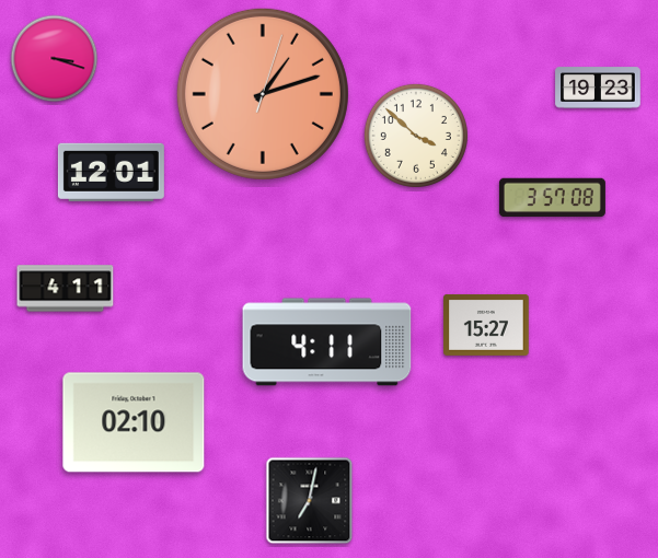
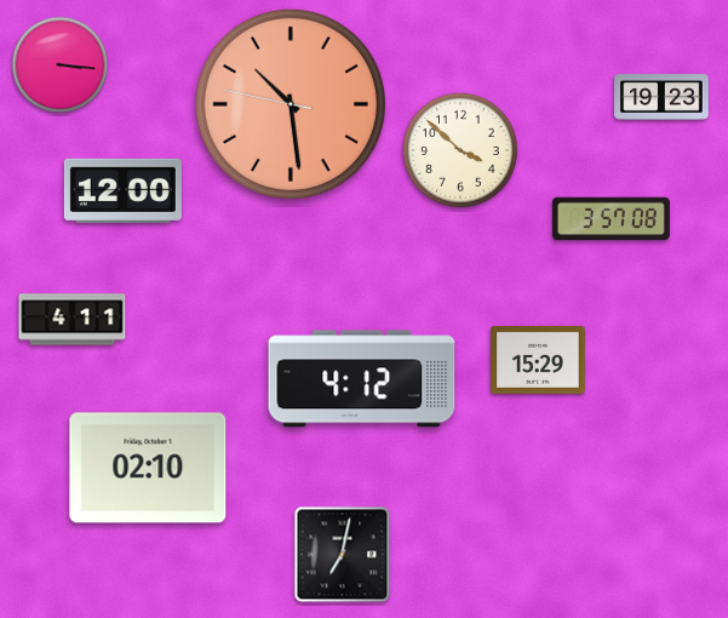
clock at (55, 59): 3:18 -> 3:16
clock at (263, 94): 1:12 -> 10:28
clock at (111, 172): 12:01 -> 12:00
clock at (486, 325): 15:27 -> 15:29
clock at (327, 342): 4:11 -> 4:12
